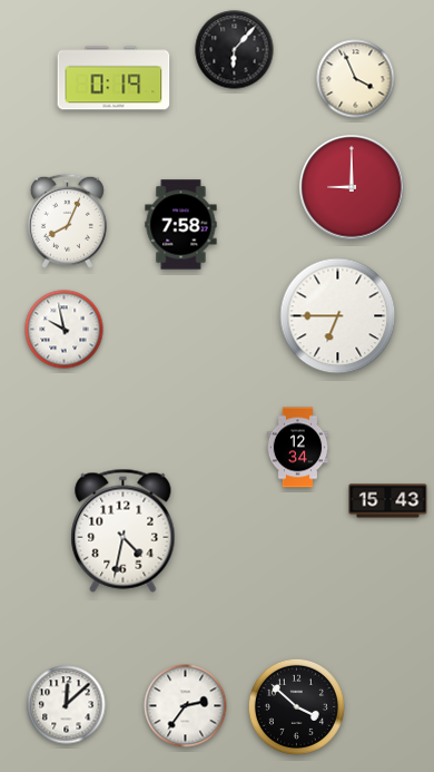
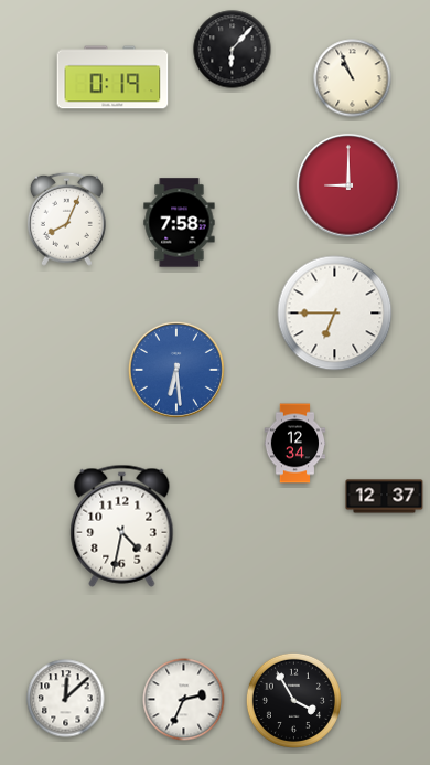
clock at (356, 79): 3:56 -> 10:56
clock at (65, 330): 9:58 -> none
clock at (176, 370): none -> 6:29
clock at (388, 501): 15:43 -> 12:37
clock at (186, 706): 2:36 -> 2:34
clock at (296, 706): 3:52 -> 3:55
